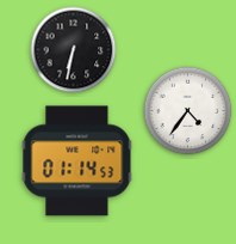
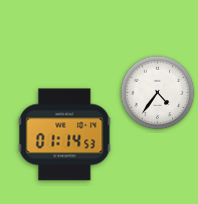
clock at (74, 50): 6:32 -> none
